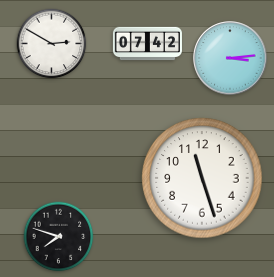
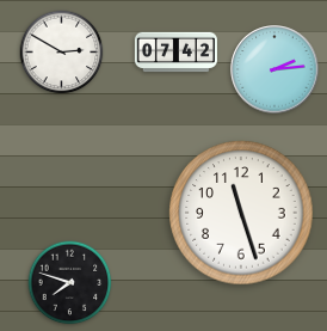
clock at (230, 58): 3:14 -> 2:14
